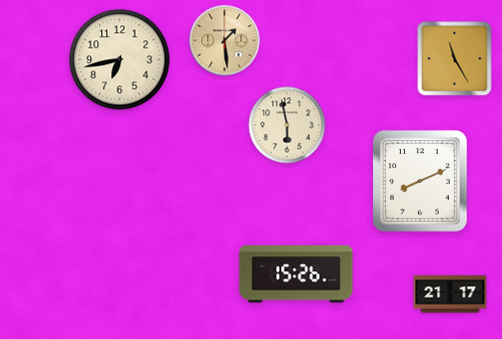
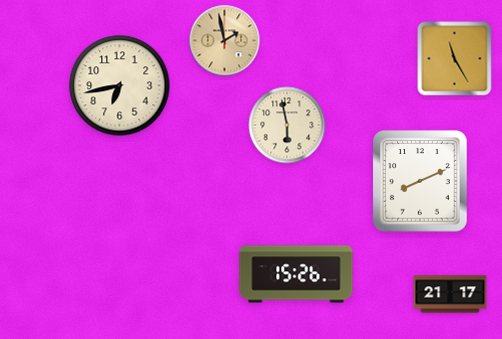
clock at (225, 41): 1:29 -> 1:58
clock at (120, 60) position: (120, 60) -> (120, 86)
